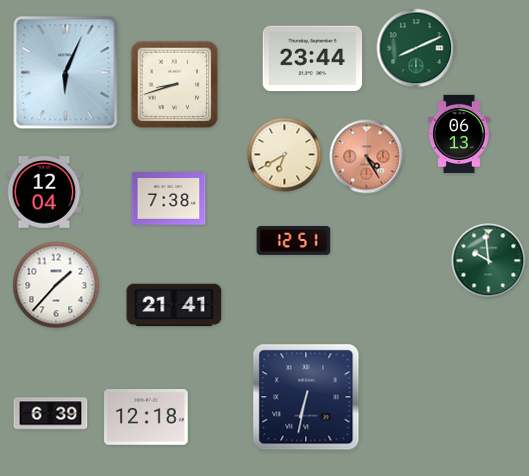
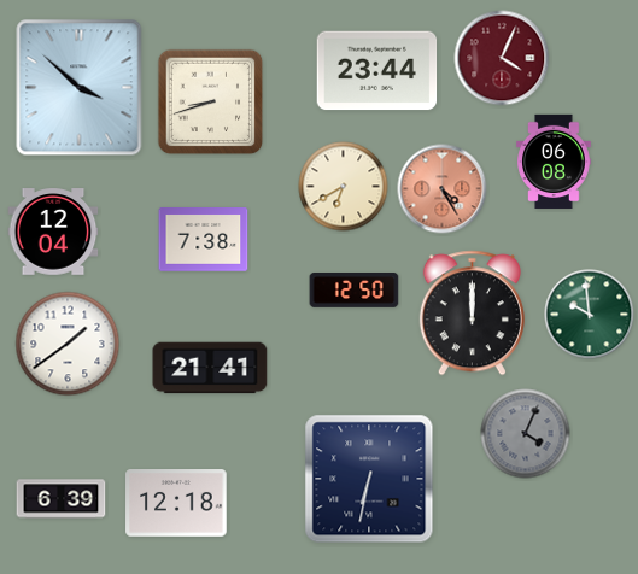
clock at (416, 48): 8:11 -> 4:04
clock at (416, 48) dial: green -> burgundy
clock at (66, 73): 6:04 -> 3:52
clock at (459, 134): 06:13 -> 06:08
clock at (294, 241): 12:51 -> 12:50
clock at (472, 314): none -> 12:00
clock at (56, 285): 1:37 -> 1:39
clock at (526, 434): none -> 4:04
